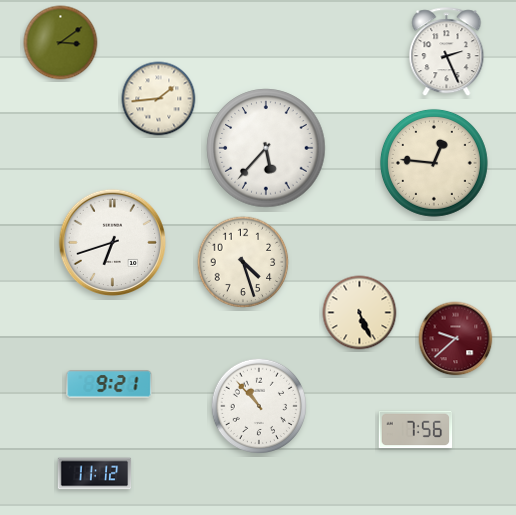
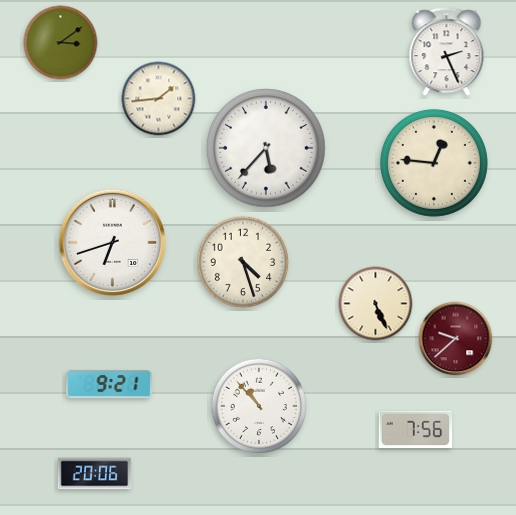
clock at (360, 313) position: (360, 313) -> (376, 304)
clock at (95, 474): 11:12 -> 20:06
